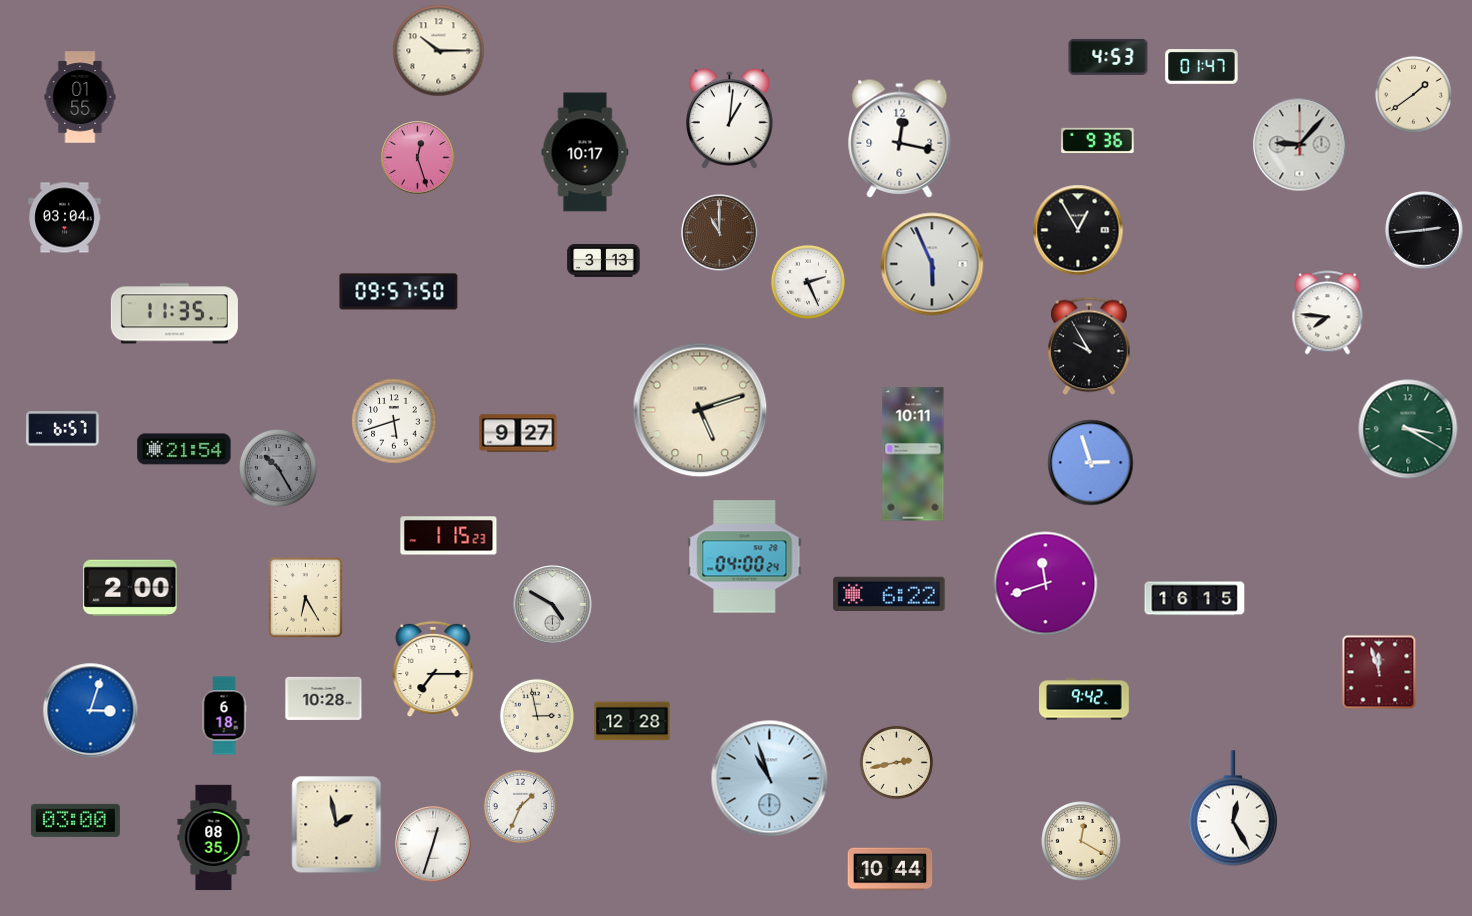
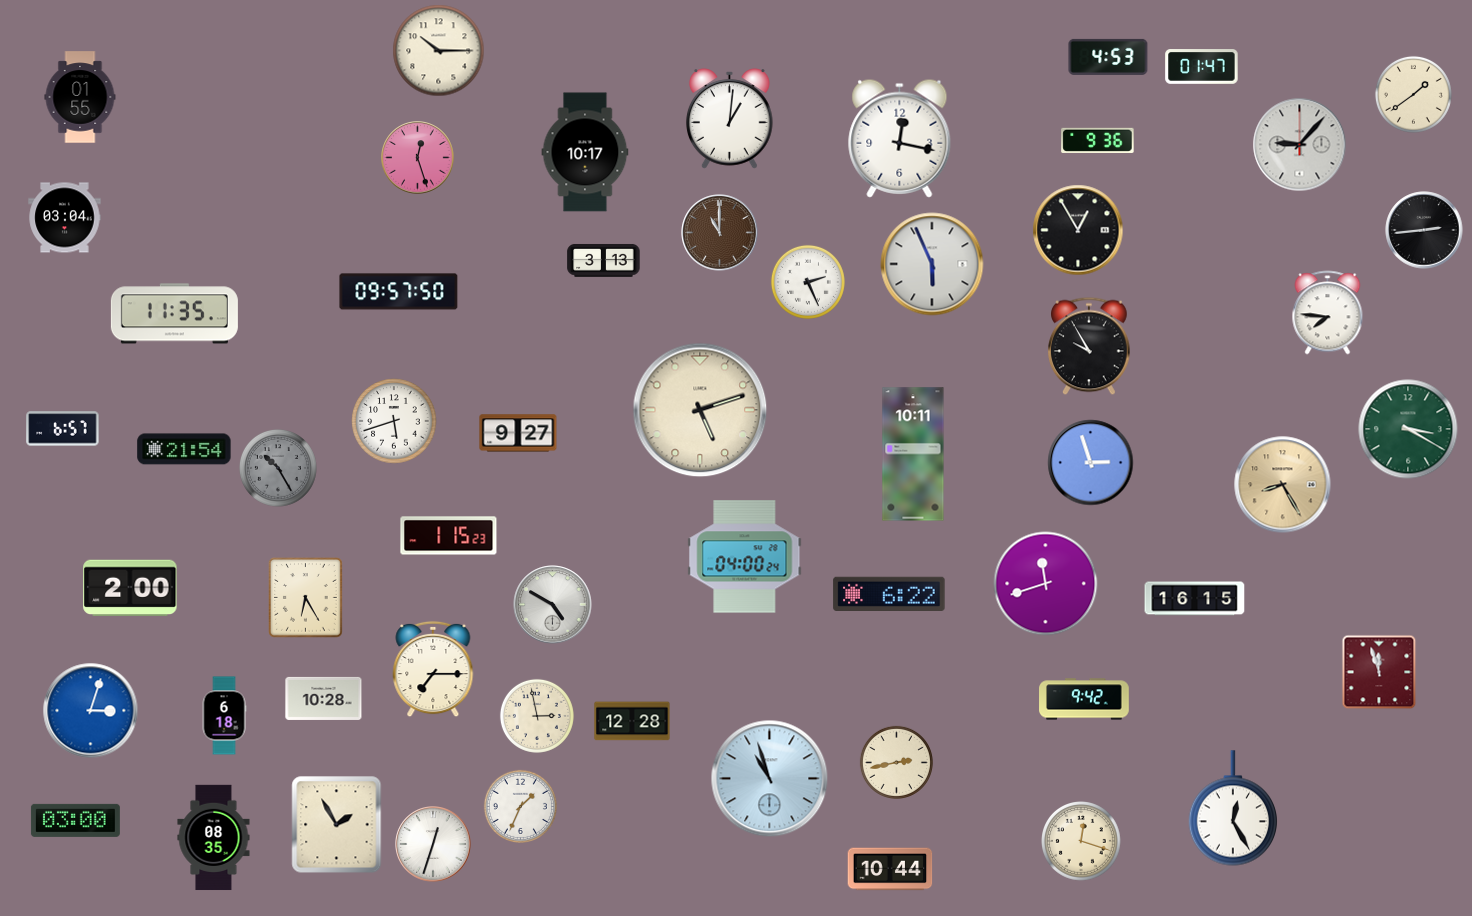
clock at (1283, 485): none -> 8:25
clock at (337, 825): 1:58 -> 1:55
clock at (1082, 842): 12:20 -> 12:18
